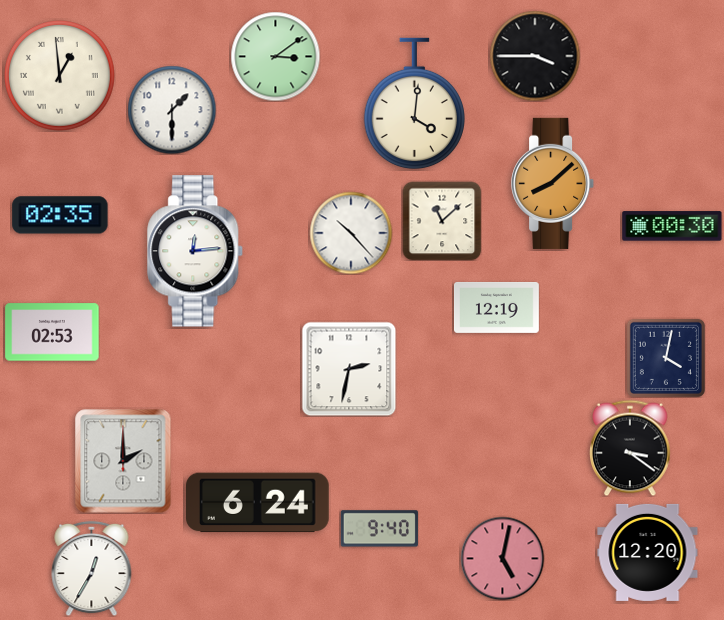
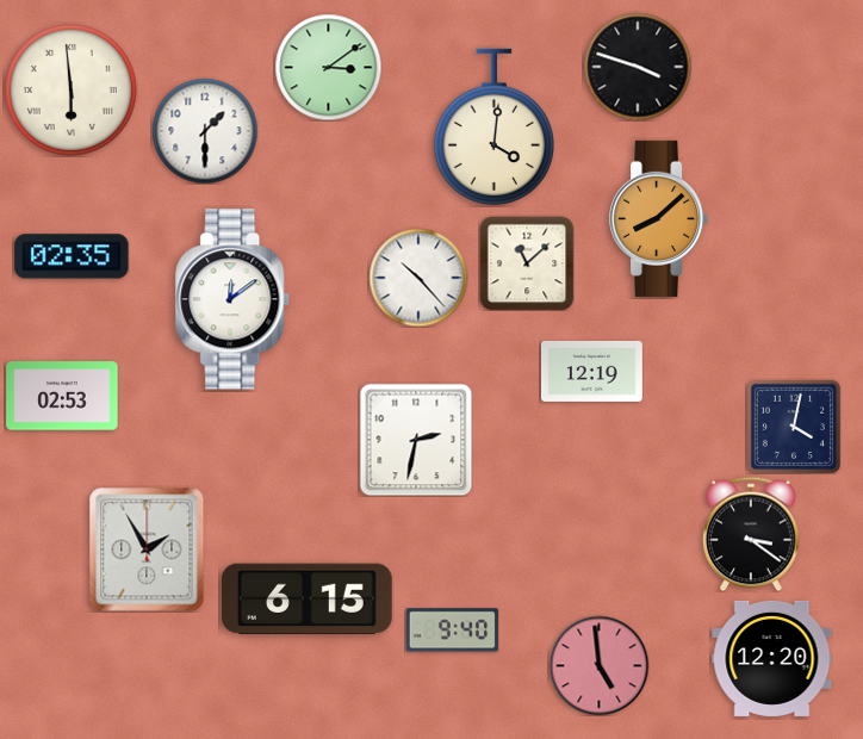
clock at (535, 56): 3:45 -> 3:48
clock at (60, 76): 12:59 -> 5:59
clock at (414, 104) position: (414, 104) -> (493, 128)
clock at (672, 226): 00:30 -> none
clock at (196, 251): 12:14 -> 12:09
clock at (497, 307) position: (497, 307) -> (592, 371)
clock at (123, 461): 2:00 -> 1:55
clock at (258, 503): 6:24 -> 6:15
clock at (502, 558): 5:02 -> 4:59
clock at (92, 568): 12:35 -> none
